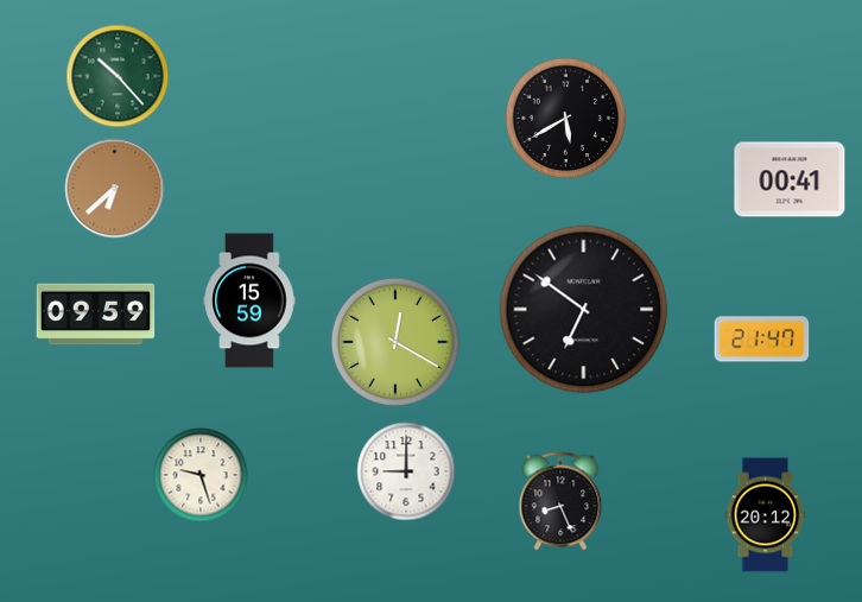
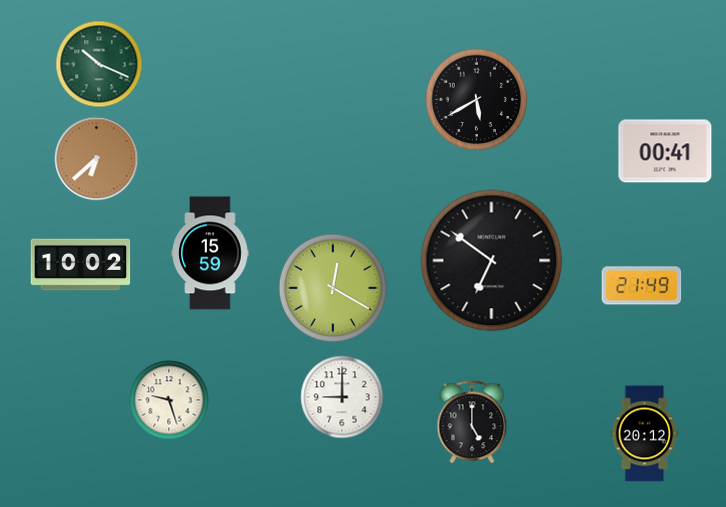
clock at (118, 76): 10:23 -> 10:19
clock at (96, 315): 09:59 -> 10:02
clock at (762, 340): 21:47 -> 21:49
clock at (560, 501): 8:26 -> 5:00
